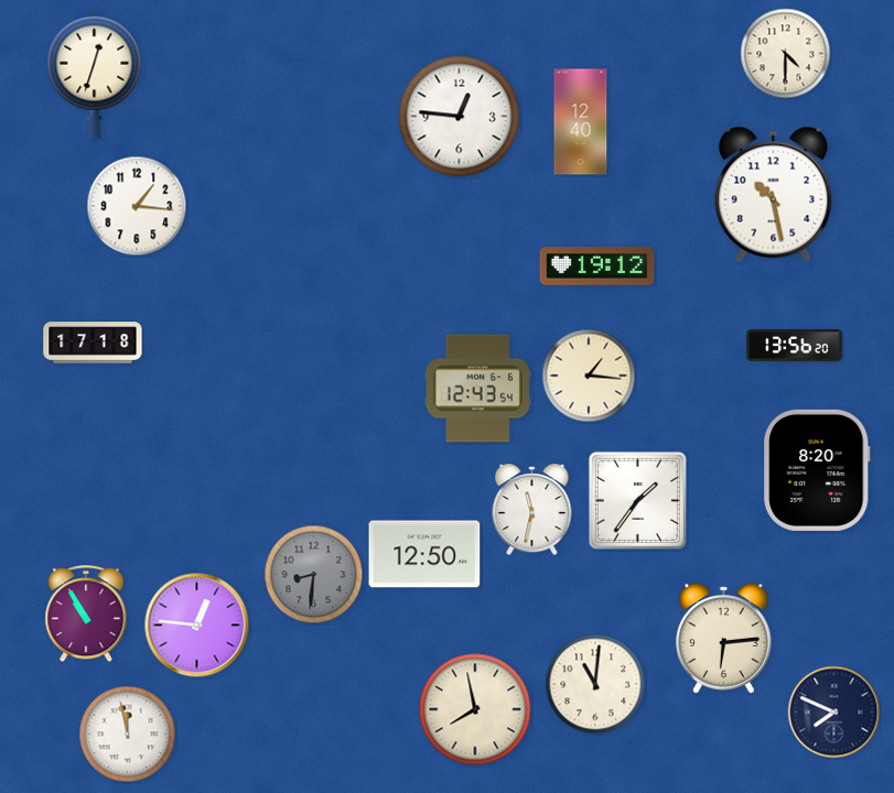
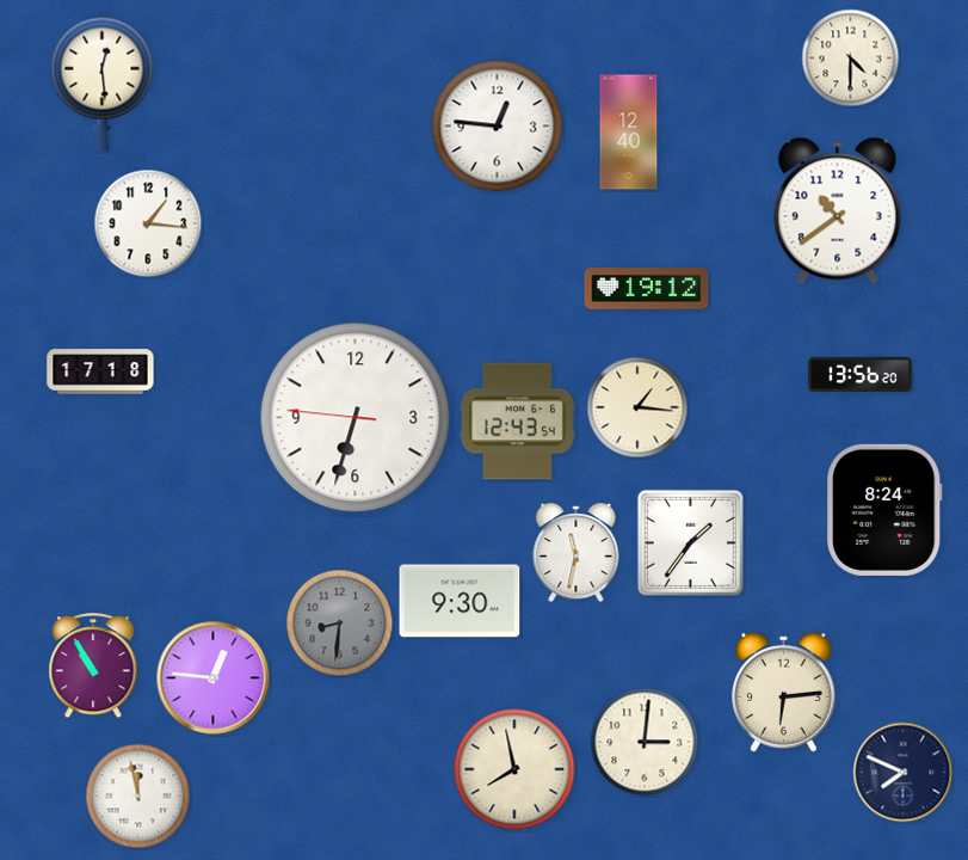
clock at (95, 74): 12:33 -> 12:29
clock at (774, 194): 10:28 -> 10:39
clock at (356, 418): none -> 6:32
clock at (817, 470): 8:20 -> 8:24
clock at (424, 554): 12:50 -> 9:30
clock at (595, 684): 11:01 -> 3:01
